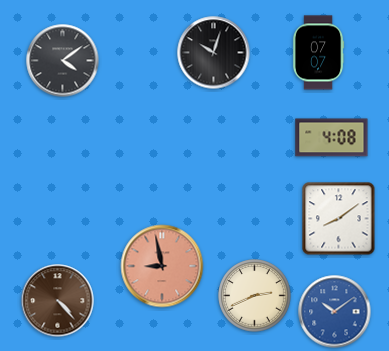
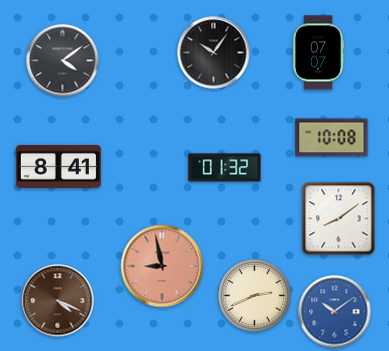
clock at (214, 53): 10:03 -> 10:06
clock at (332, 138): 4:08 -> 10:08
clock at (58, 166): none -> 8:41
clock at (225, 168): none -> 01:32
clock at (58, 301): 4:23 -> 4:19
